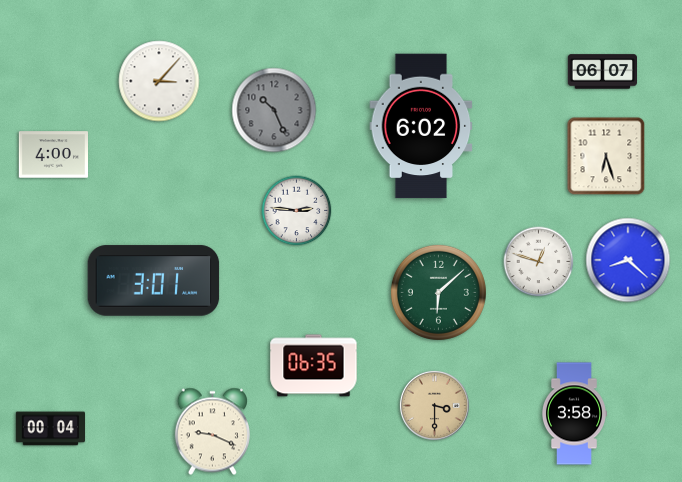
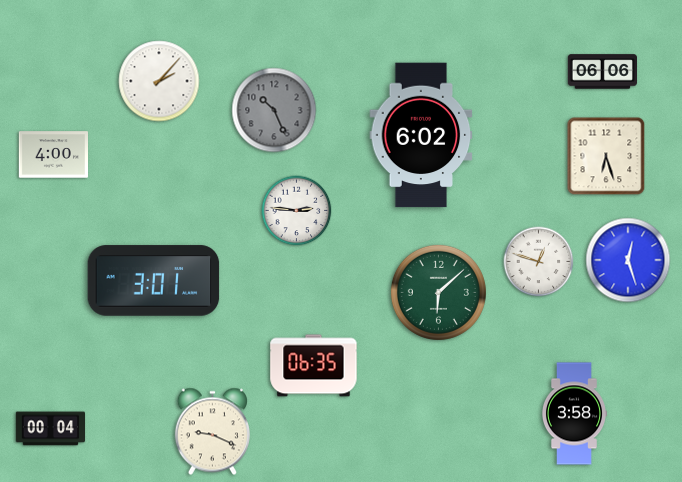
clock at (602, 72): 06:07 -> 06:06
clock at (159, 81): 3:07 -> 2:07
clock at (421, 126) position: (421, 126) -> (421, 135)
clock at (628, 260): 8:22 -> 12:27
clock at (434, 405): 3:30 -> none
